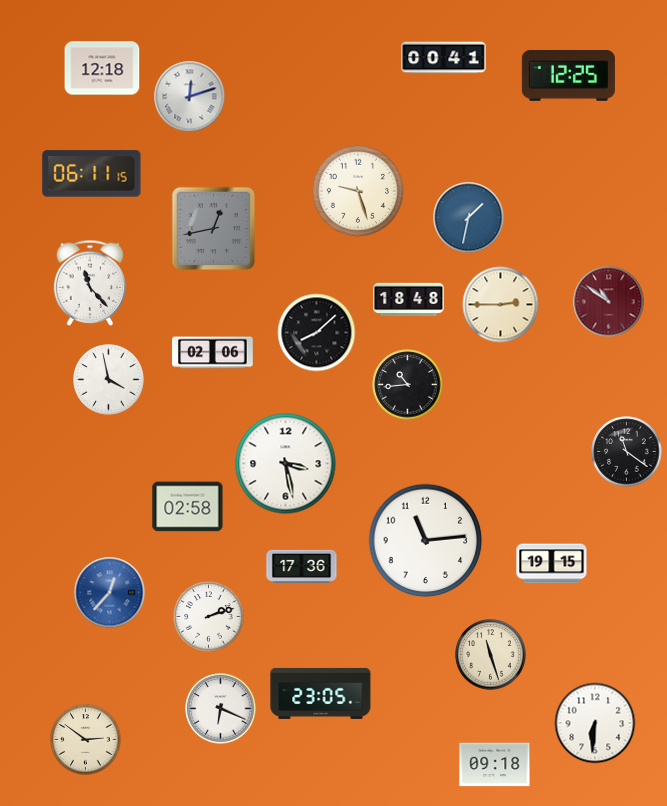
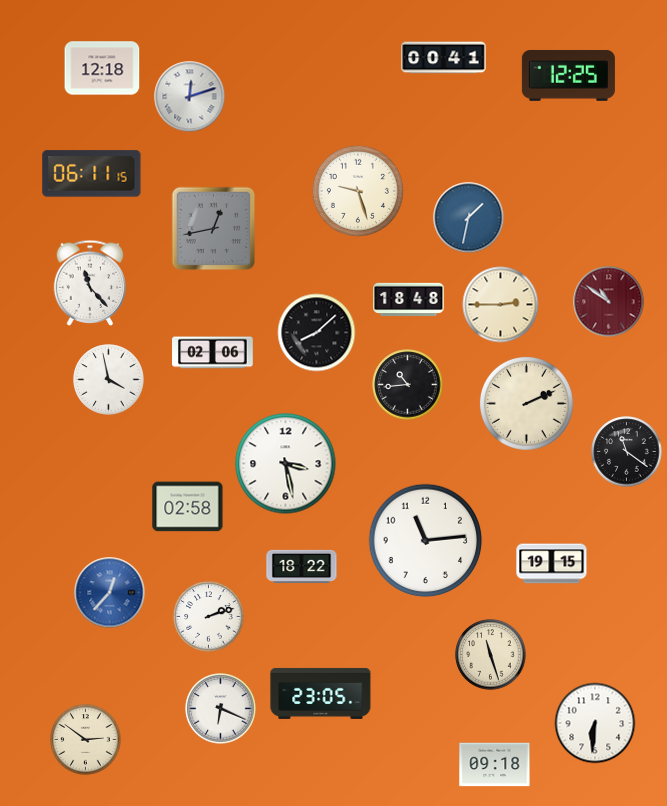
clock at (526, 403): none -> 2:11
clock at (302, 566): 17:36 -> 18:22
